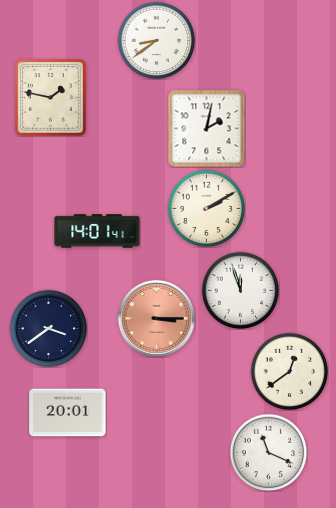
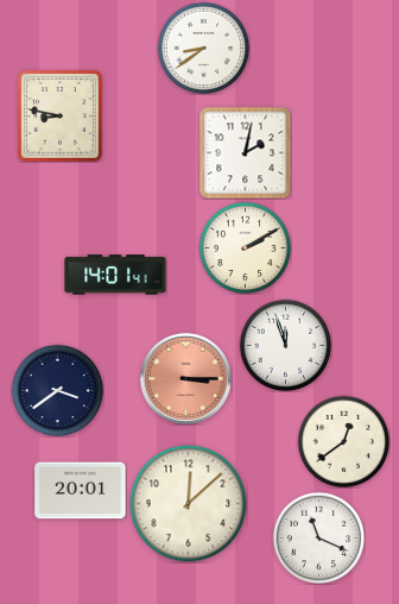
clock at (156, 40) position: (156, 40) -> (203, 48)
clock at (51, 98): 1:47 -> 8:47
clock at (189, 504): none -> 12:08
